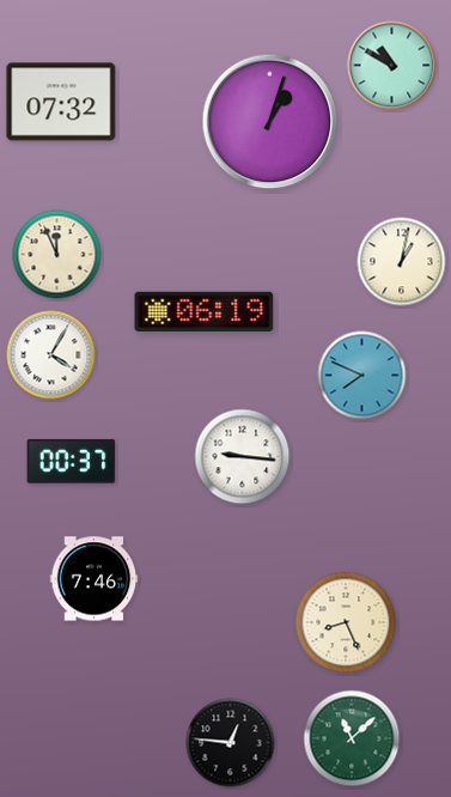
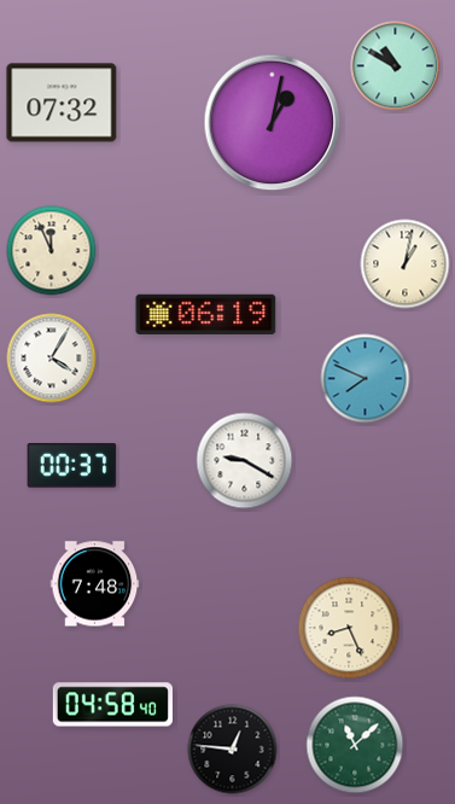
clock at (270, 122): 1:03 -> 1:02
clock at (57, 255) position: (57, 255) -> (52, 251)
clock at (243, 457): 9:16 -> 9:20
clock at (95, 579): 7:46 -> 7:48
clock at (112, 705): none -> 04:58
